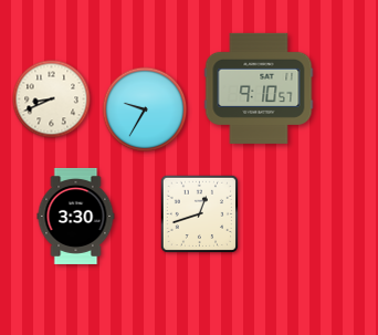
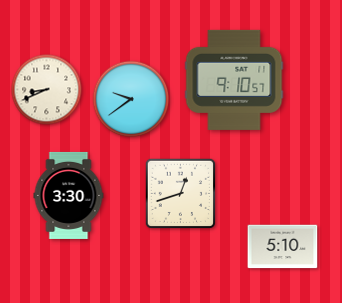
clock at (145, 109): 9:35 -> 9:39
clock at (283, 247): none -> 5:10
